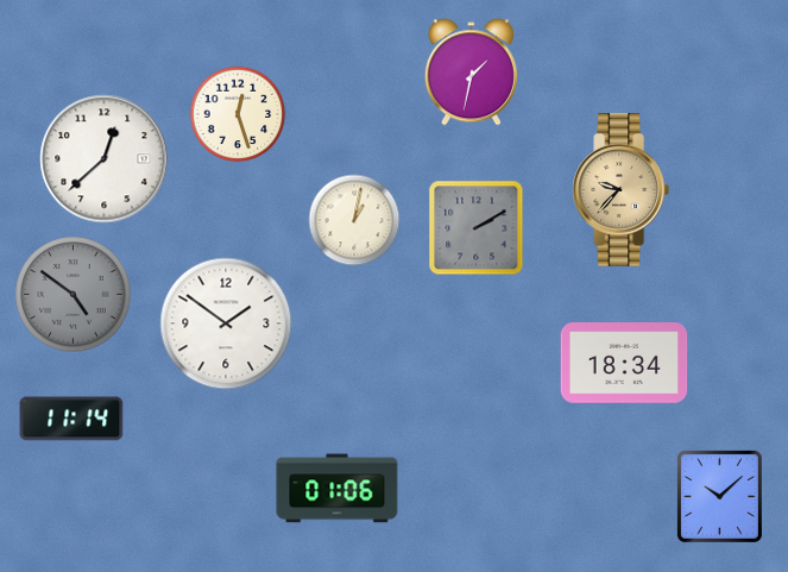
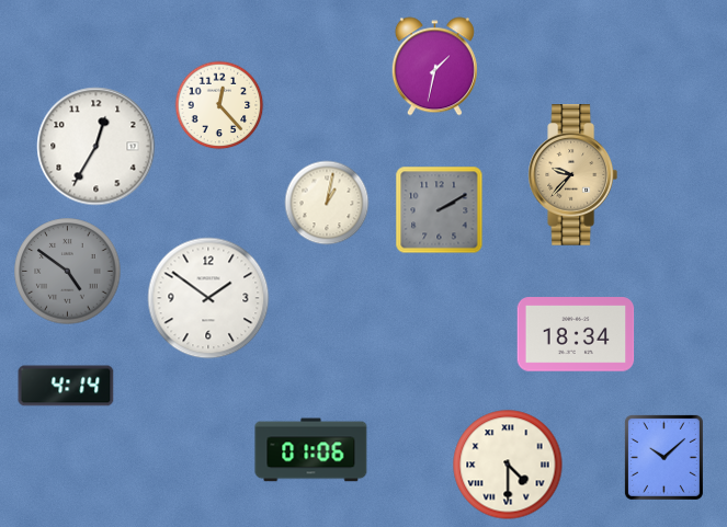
clock at (238, 114): 12:27 -> 12:23
clock at (105, 159): 12:38 -> 12:35
clock at (71, 419): 11:14 -> 4:14
clock at (508, 465): none -> 4:30
